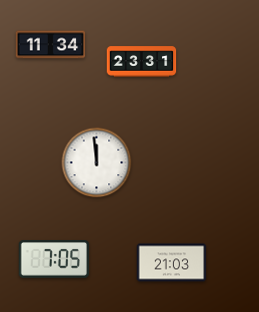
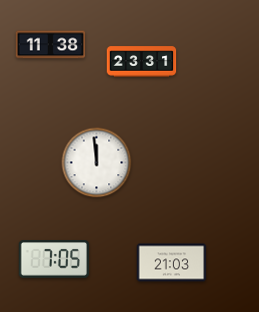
clock at (51, 45): 11:34 -> 11:38
